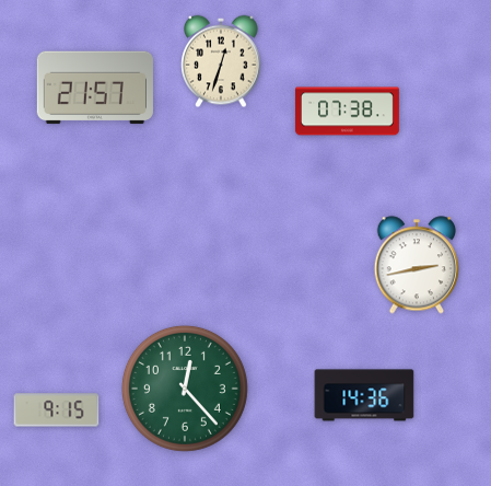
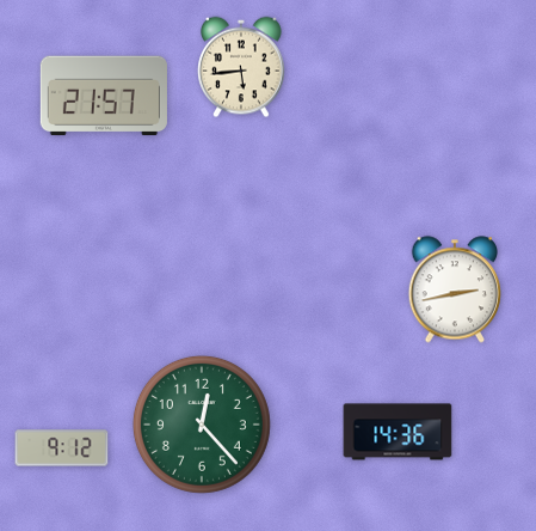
clock at (221, 61): 12:33 -> 5:44
clock at (347, 112): 07:38 -> none
clock at (57, 410): 9:15 -> 9:12
